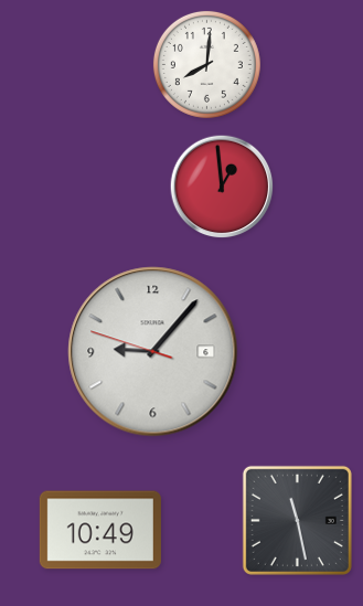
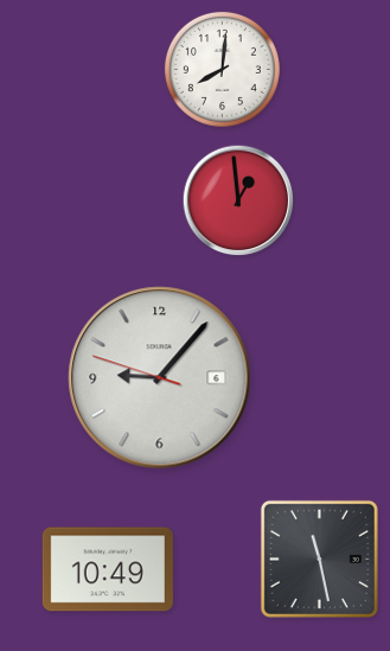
clock at (153, 352) position: (153, 352) -> (160, 378)
